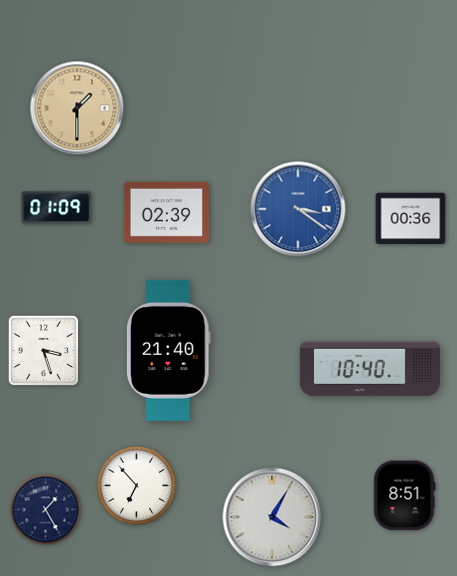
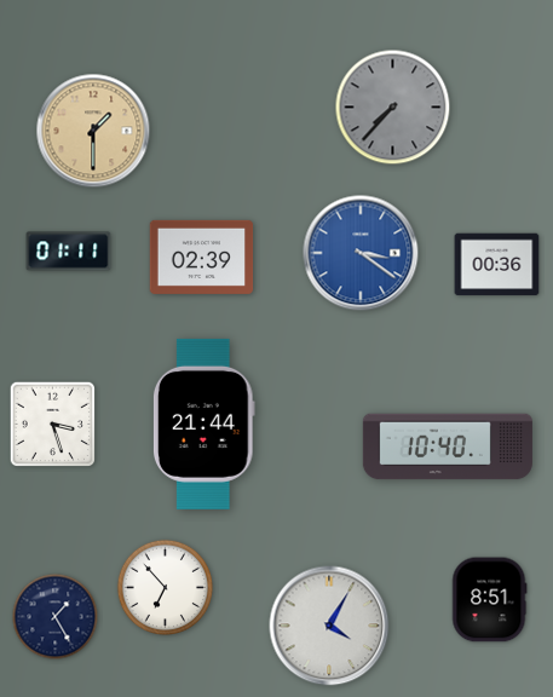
clock at (393, 108): none -> 7:37
clock at (57, 208): 01:09 -> 01:11
clock at (168, 350): 21:40 -> 21:44
